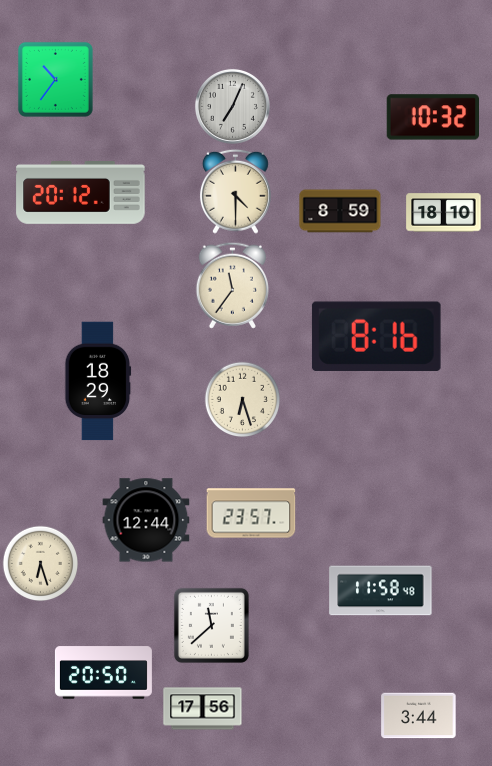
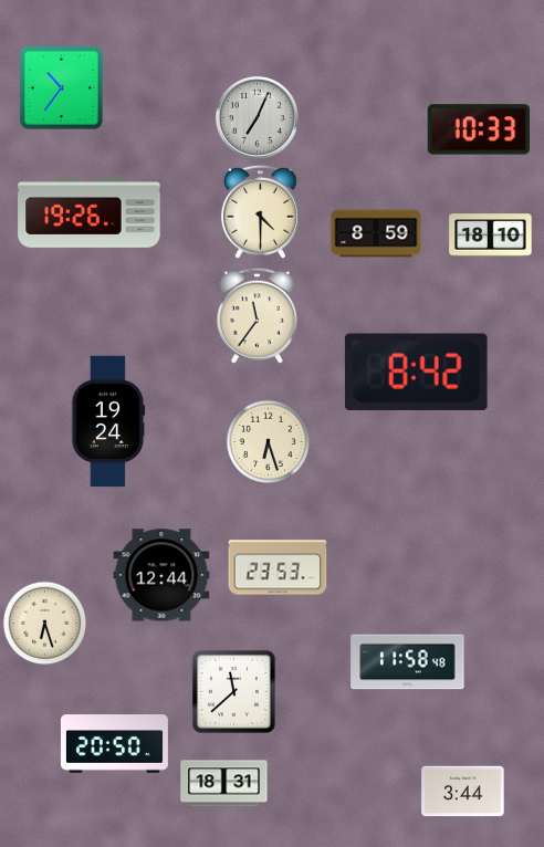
clock at (432, 117): 10:32 -> 10:33
clock at (81, 193): 20:12 -> 19:26
clock at (376, 336): 8:16 -> 8:42
clock at (98, 381): 18:29 -> 19:24
clock at (251, 513): 23:57 -> 23:53
clock at (381, 591) position: (381, 591) -> (408, 662)
clock at (203, 709): 17:56 -> 18:31
